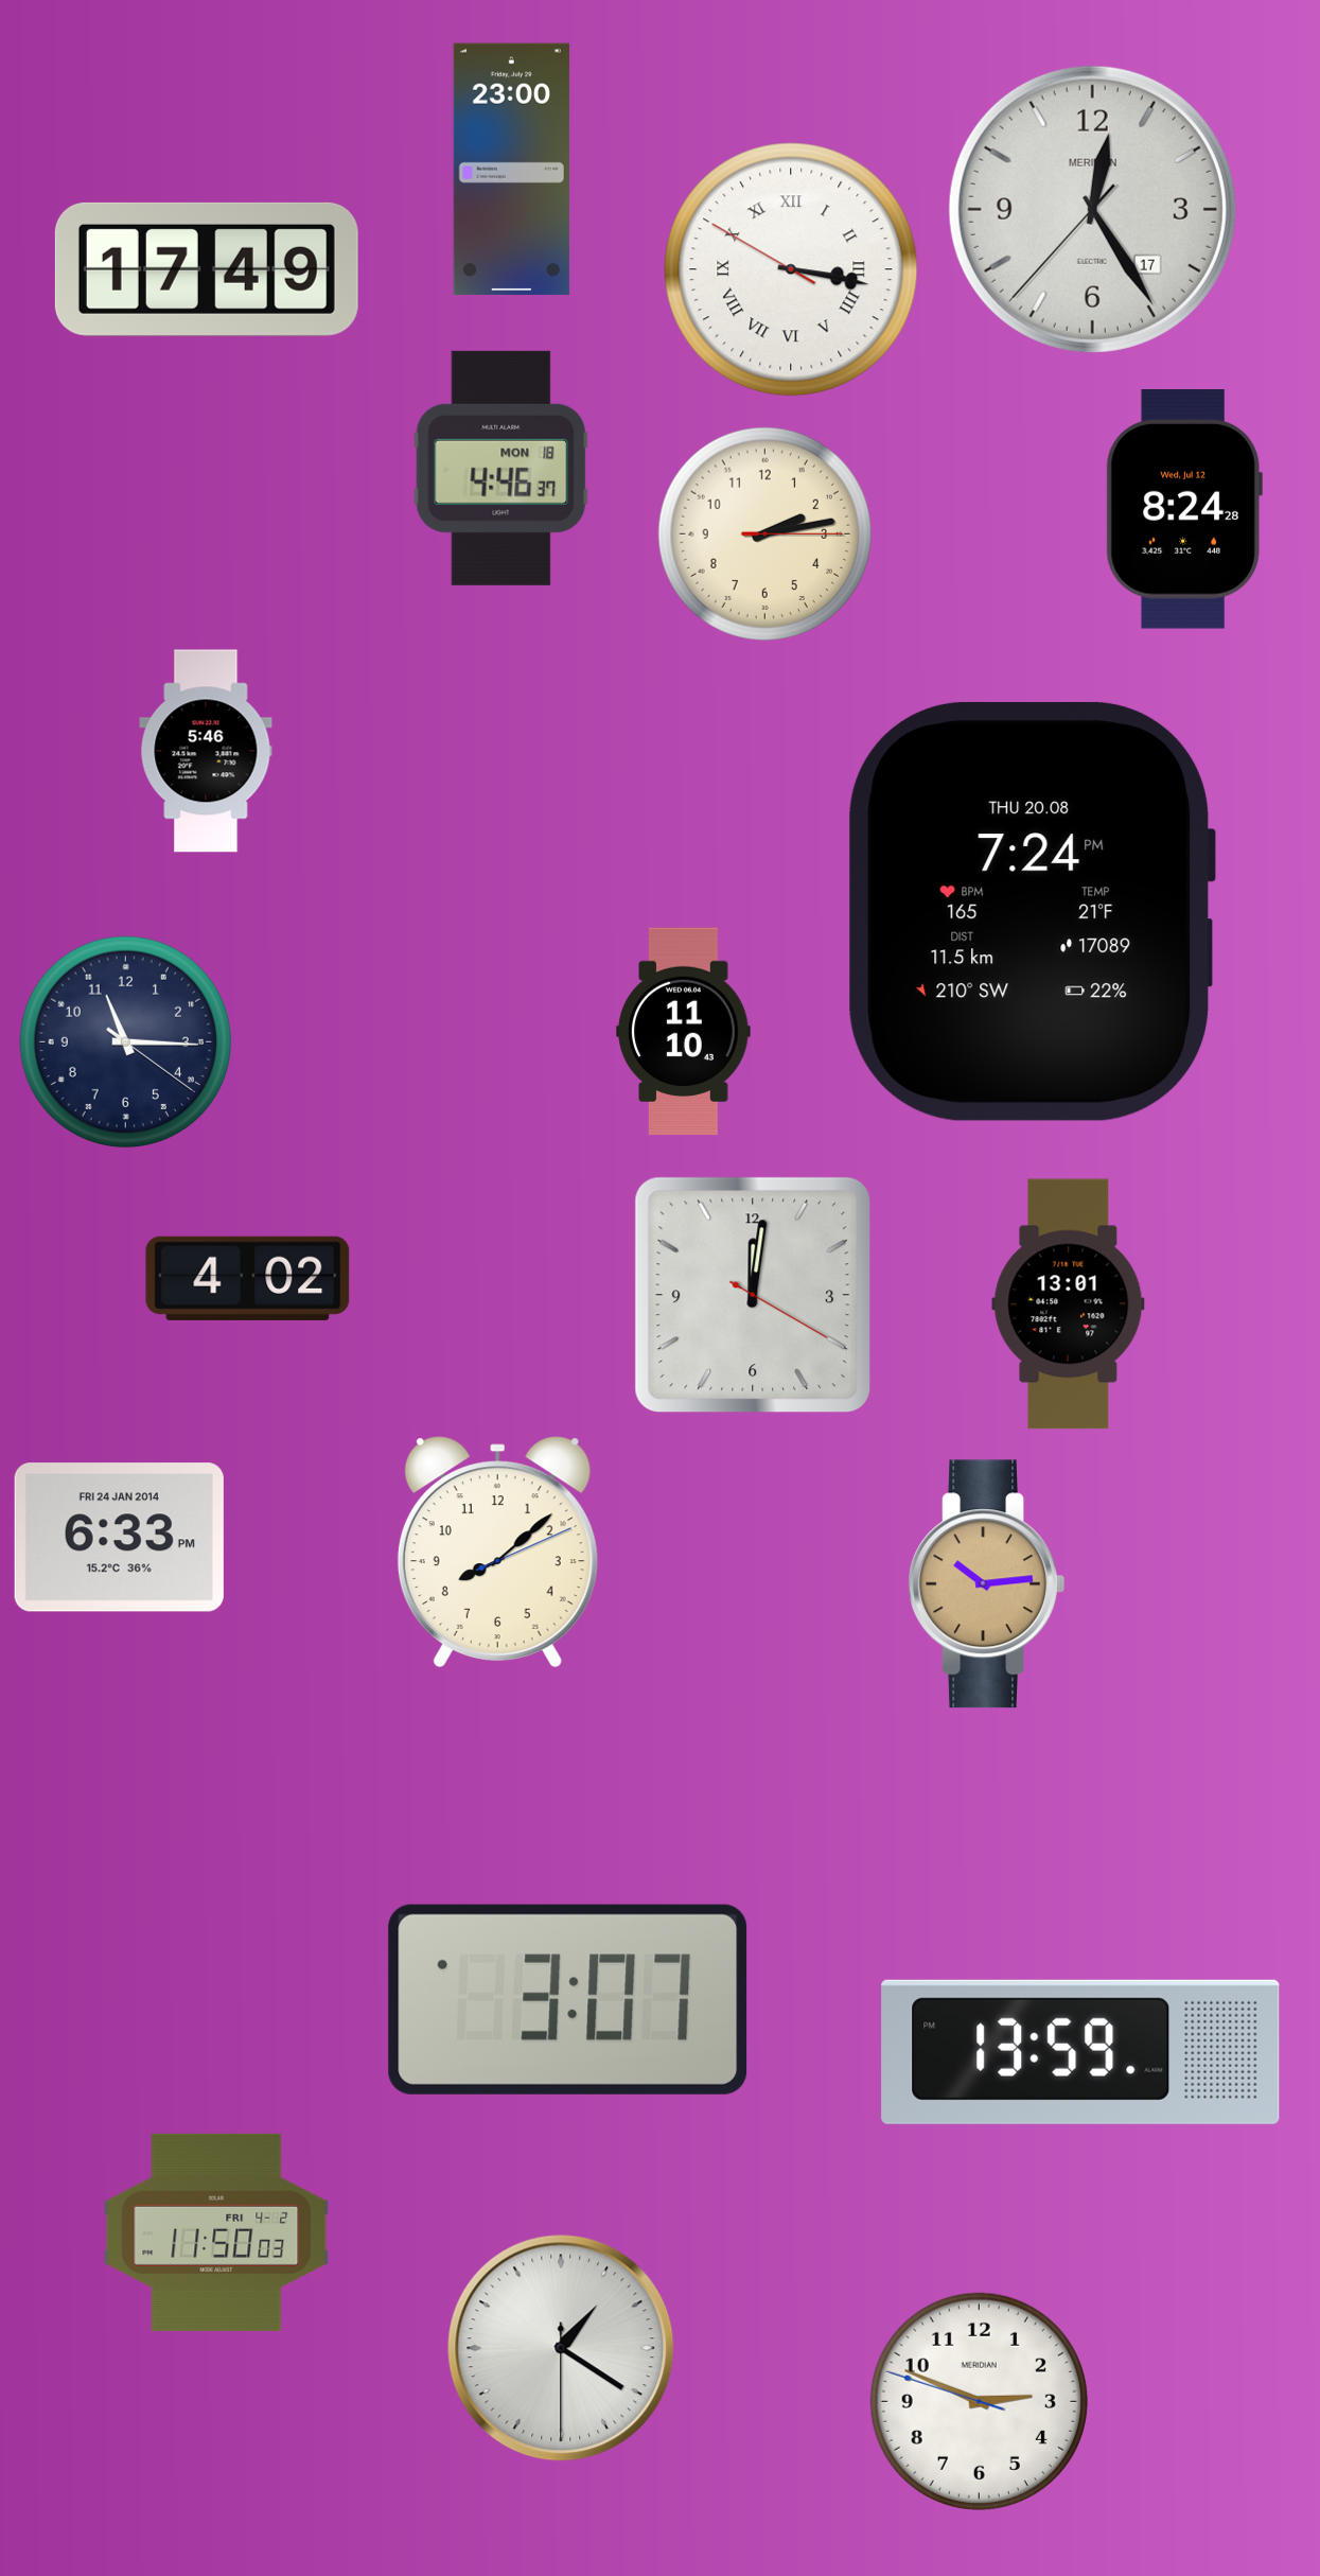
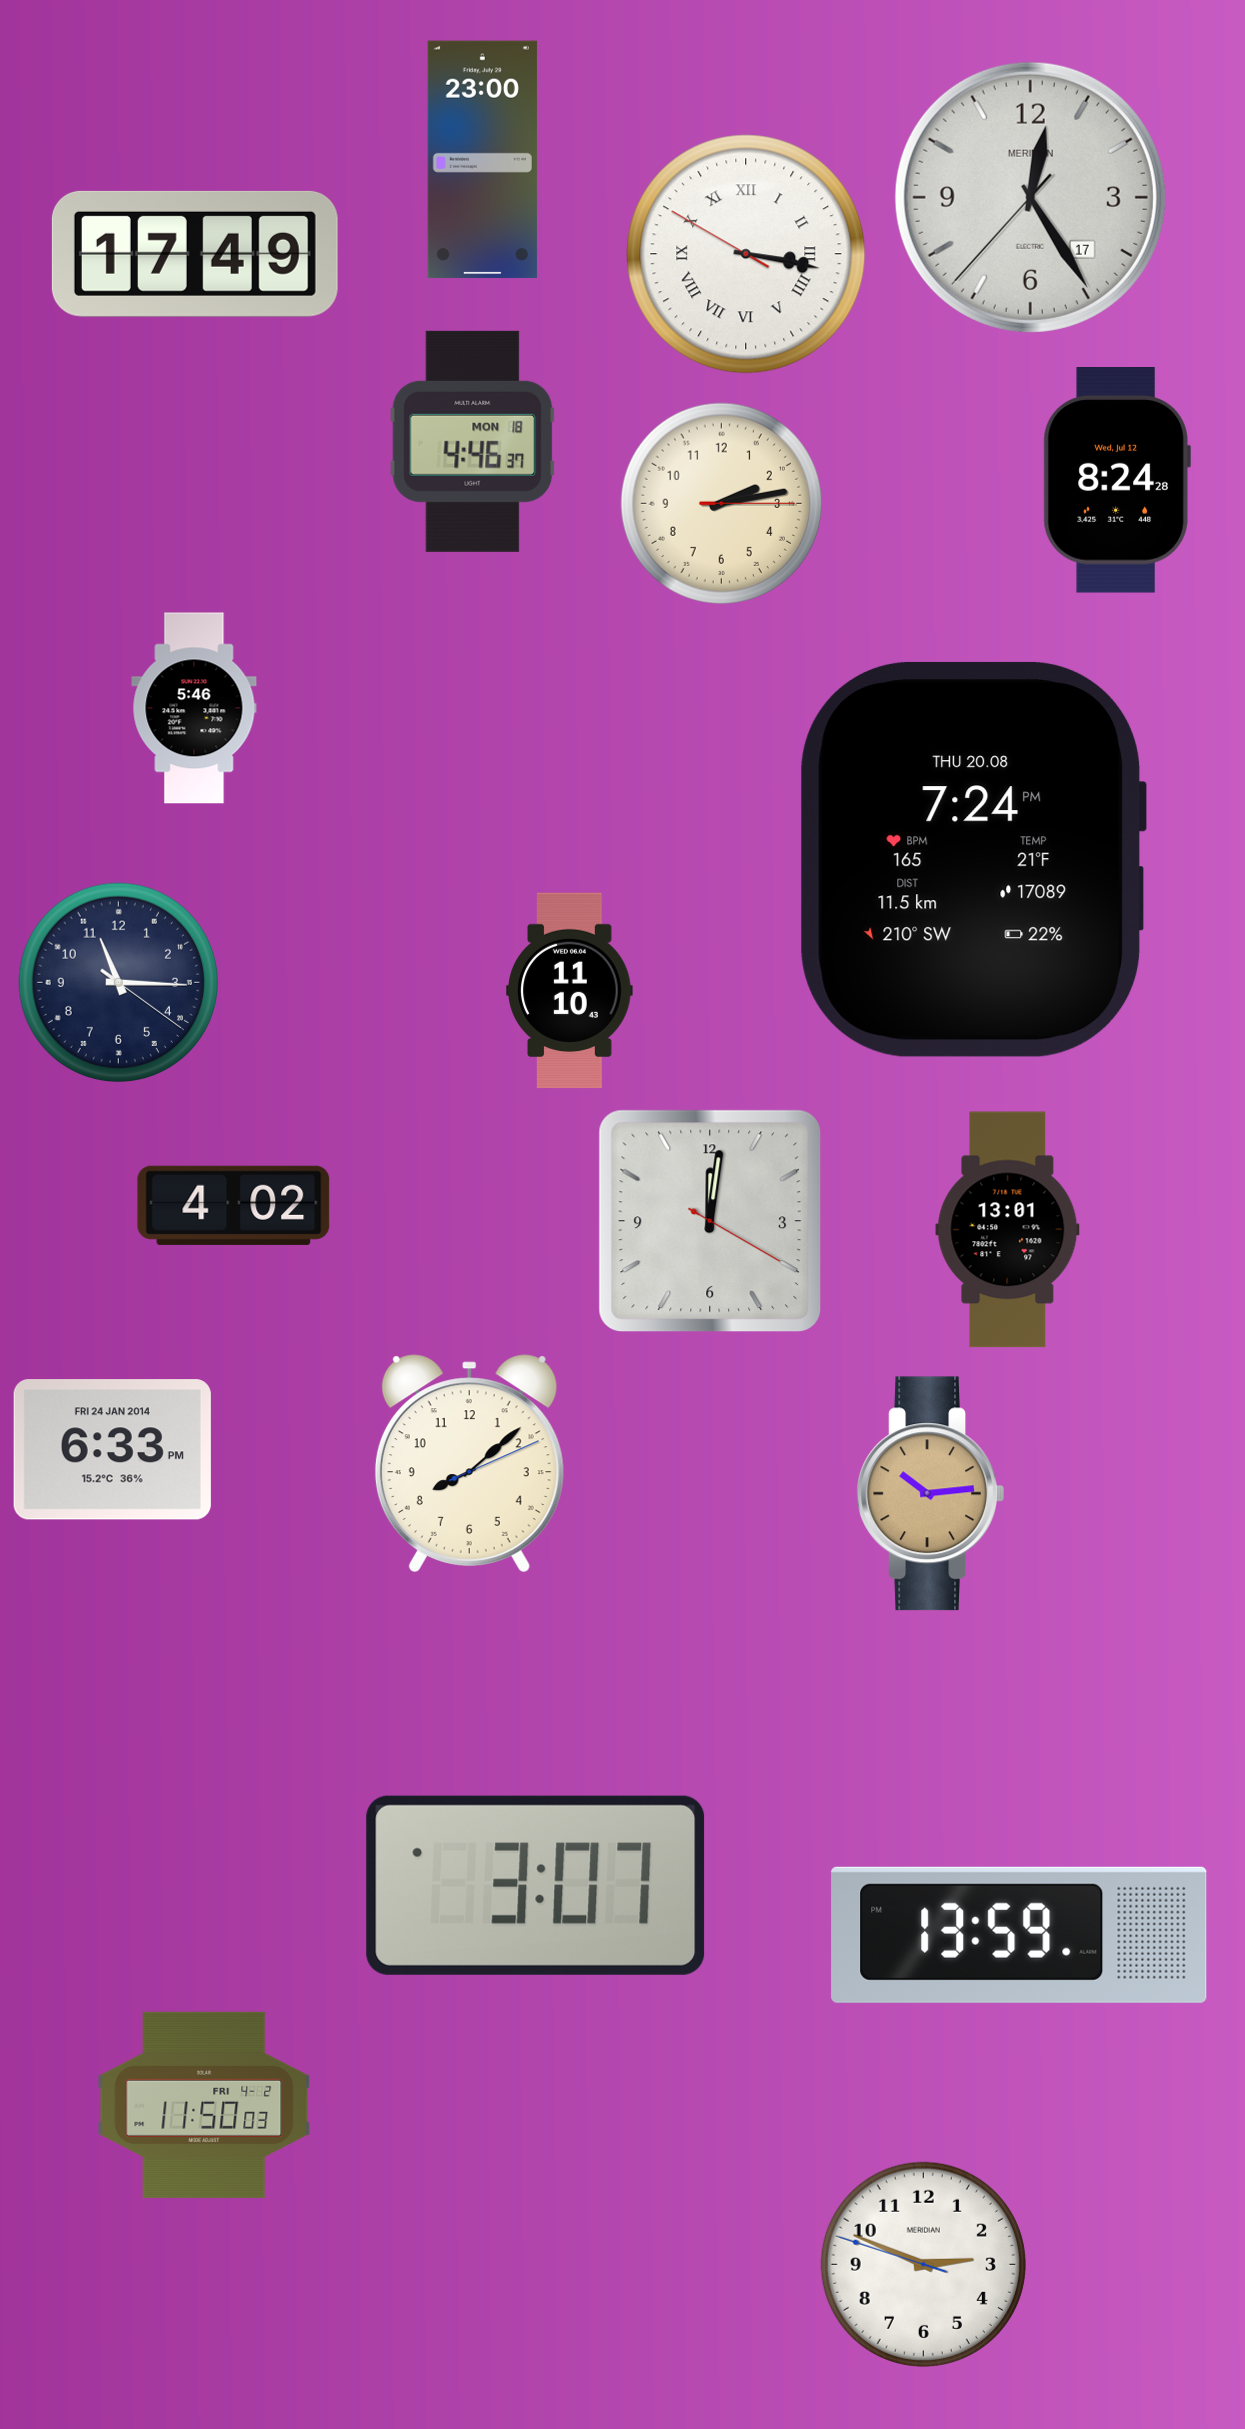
clock at (684, 1032) position: (684, 1032) -> (570, 991)
clock at (561, 2348): 1:20 -> none
